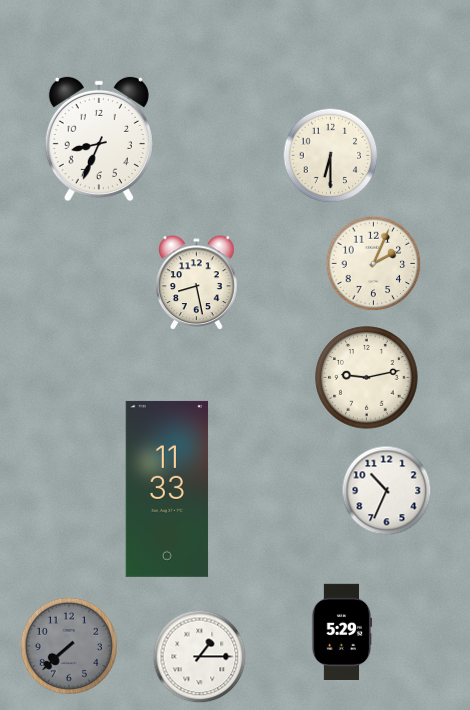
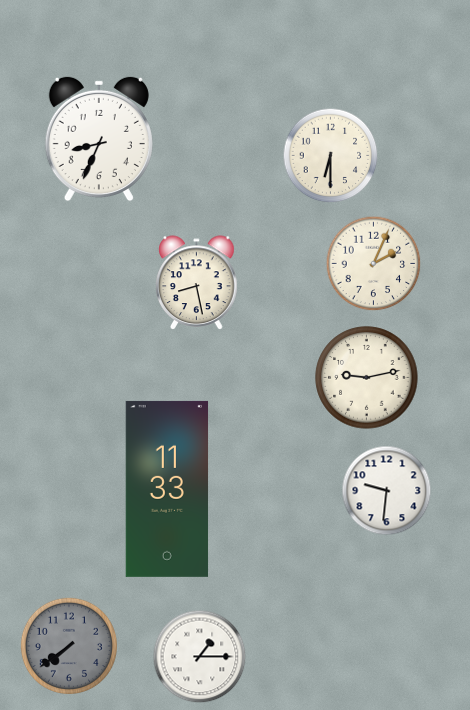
clock at (387, 491): 10:34 -> 9:31
clock at (342, 631): 5:29 -> none
clock at (69, 646): 7:38 -> 7:39
